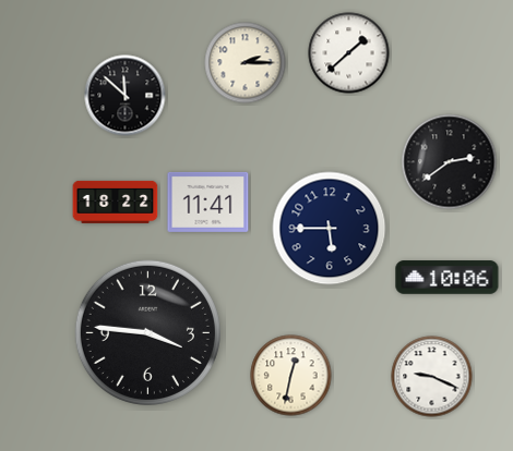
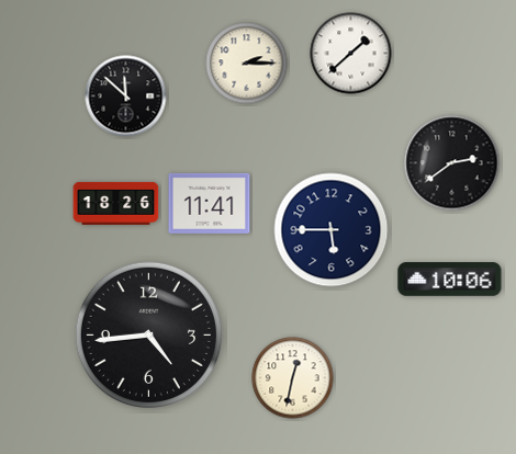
clock at (116, 202): 18:22 -> 18:26
clock at (147, 332): 3:46 -> 4:44
clock at (432, 377): 9:19 -> none
